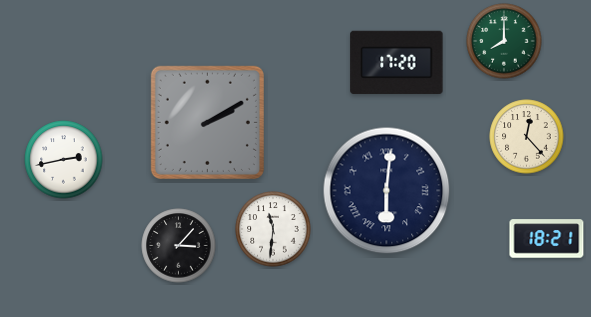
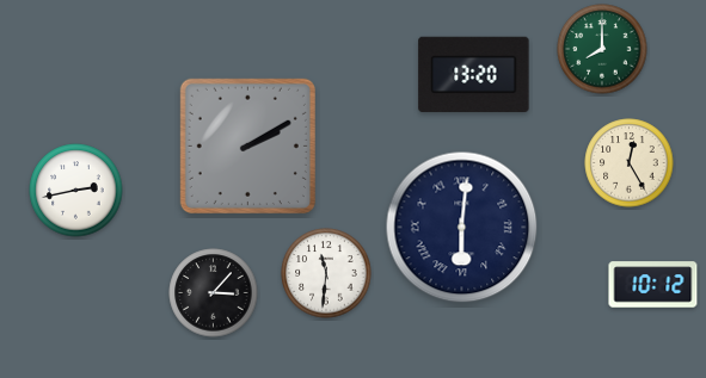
clock at (397, 62): 17:20 -> 13:20
clock at (527, 137): 12:23 -> 12:25
clock at (547, 239): 18:21 -> 10:12
